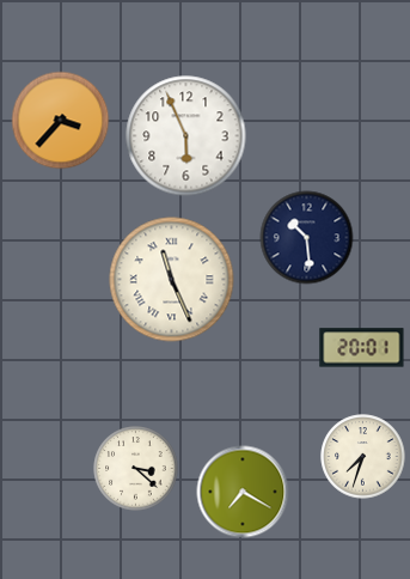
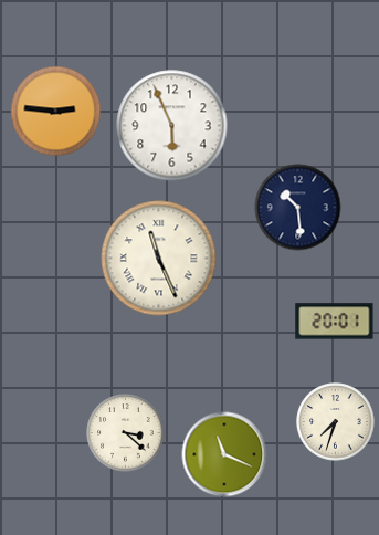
clock at (61, 121): 3:37 -> 2:46
clock at (307, 238) position: (307, 238) -> (298, 208)
clock at (243, 492): 7:20 -> 11:19
